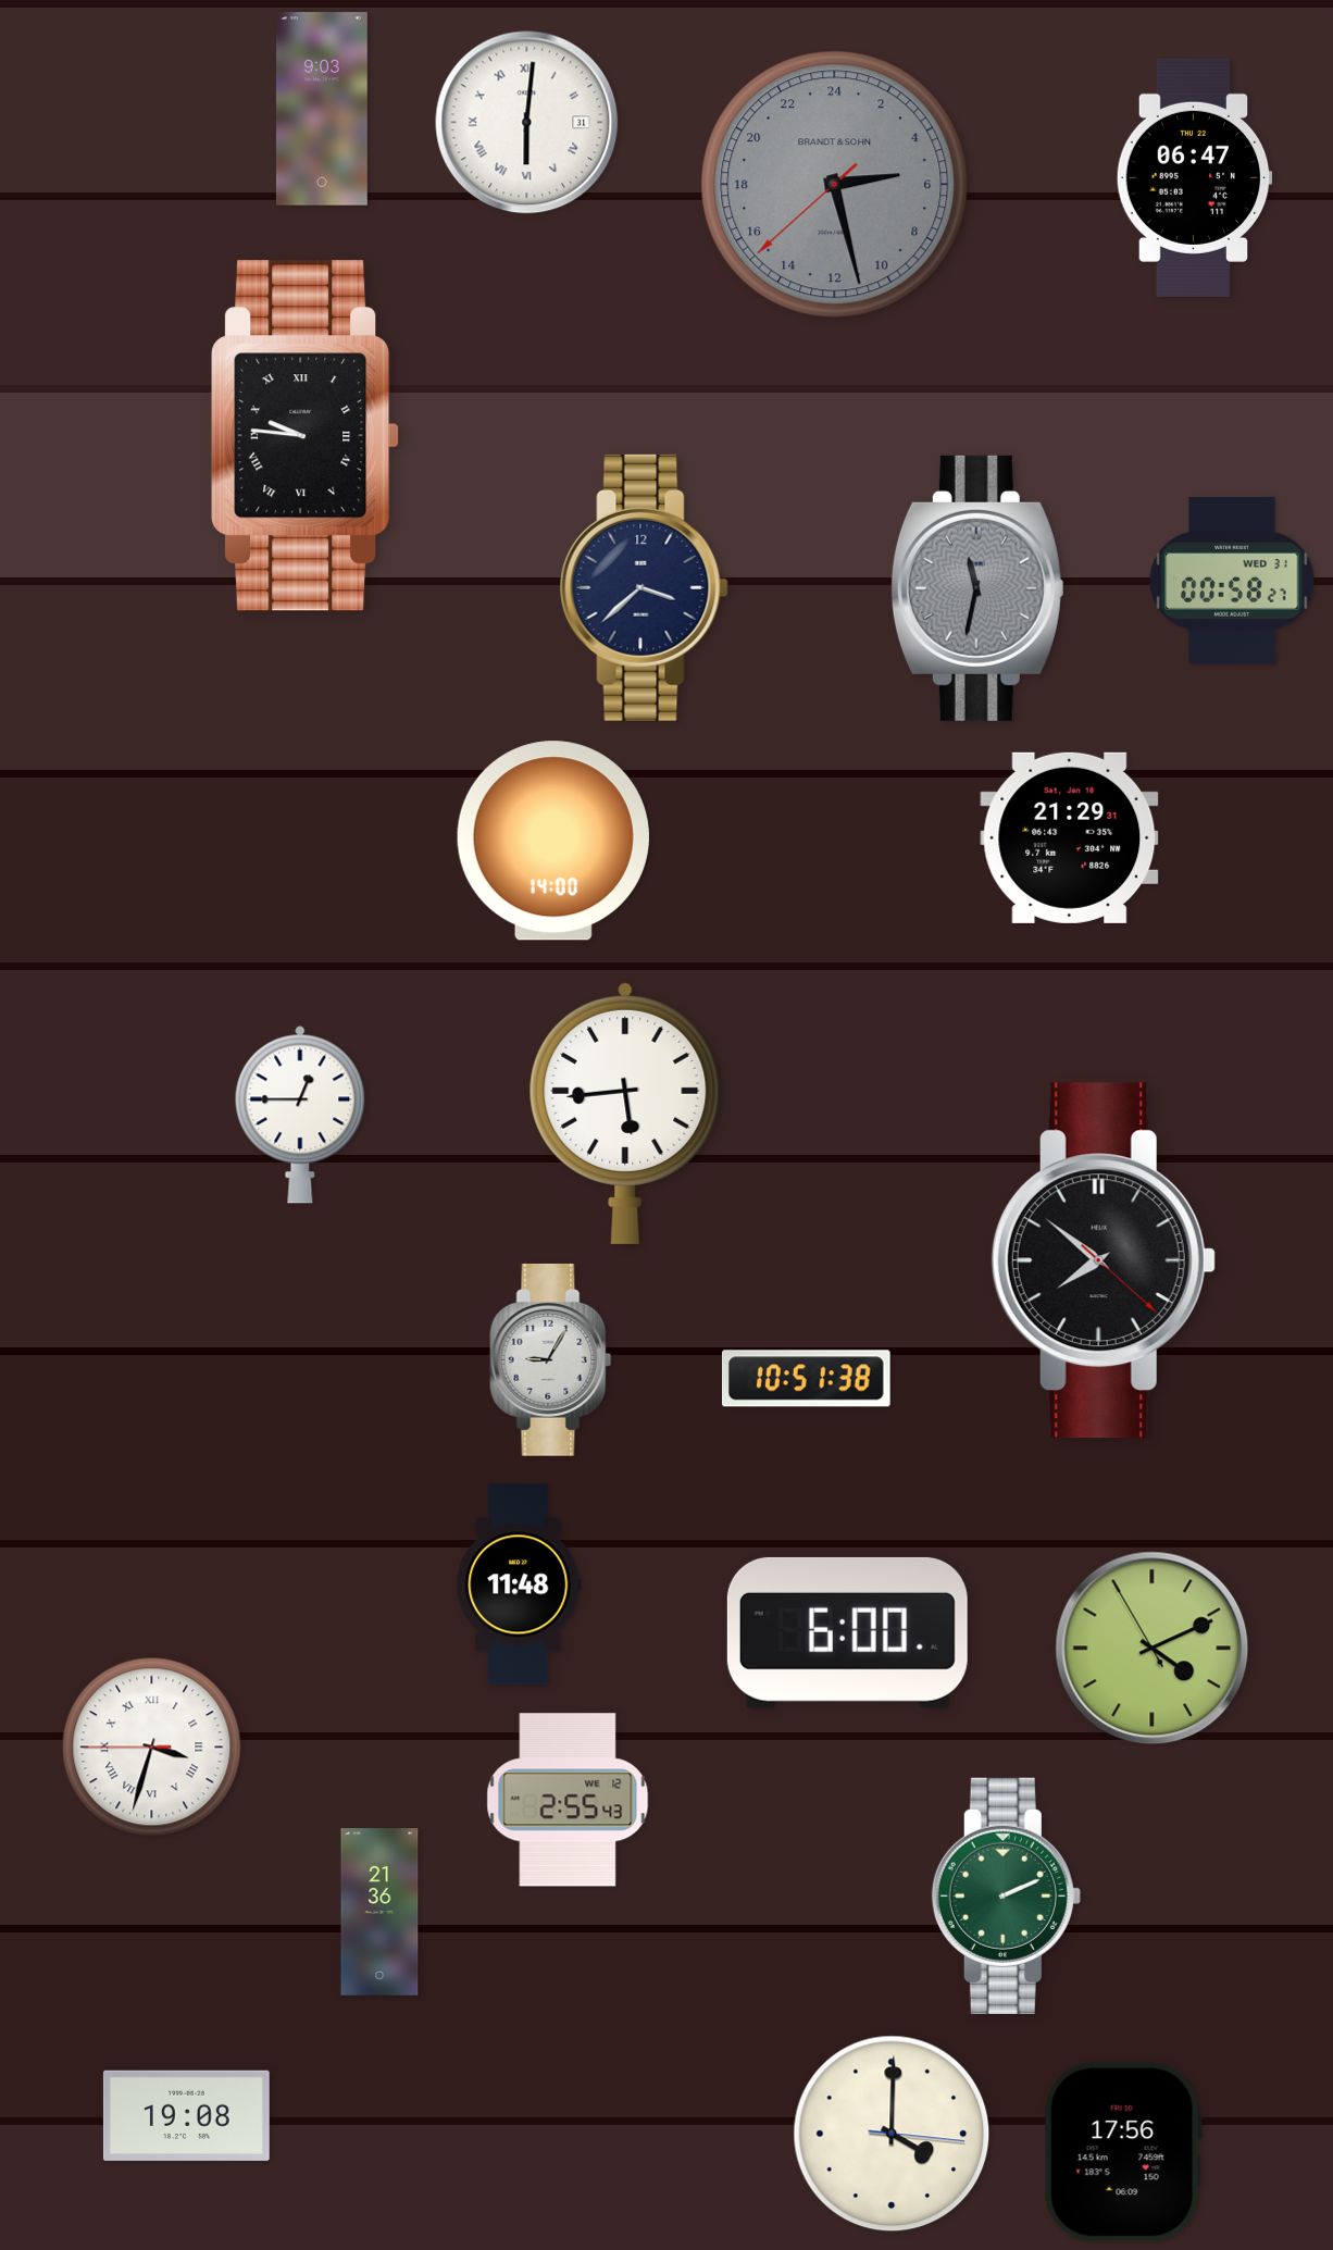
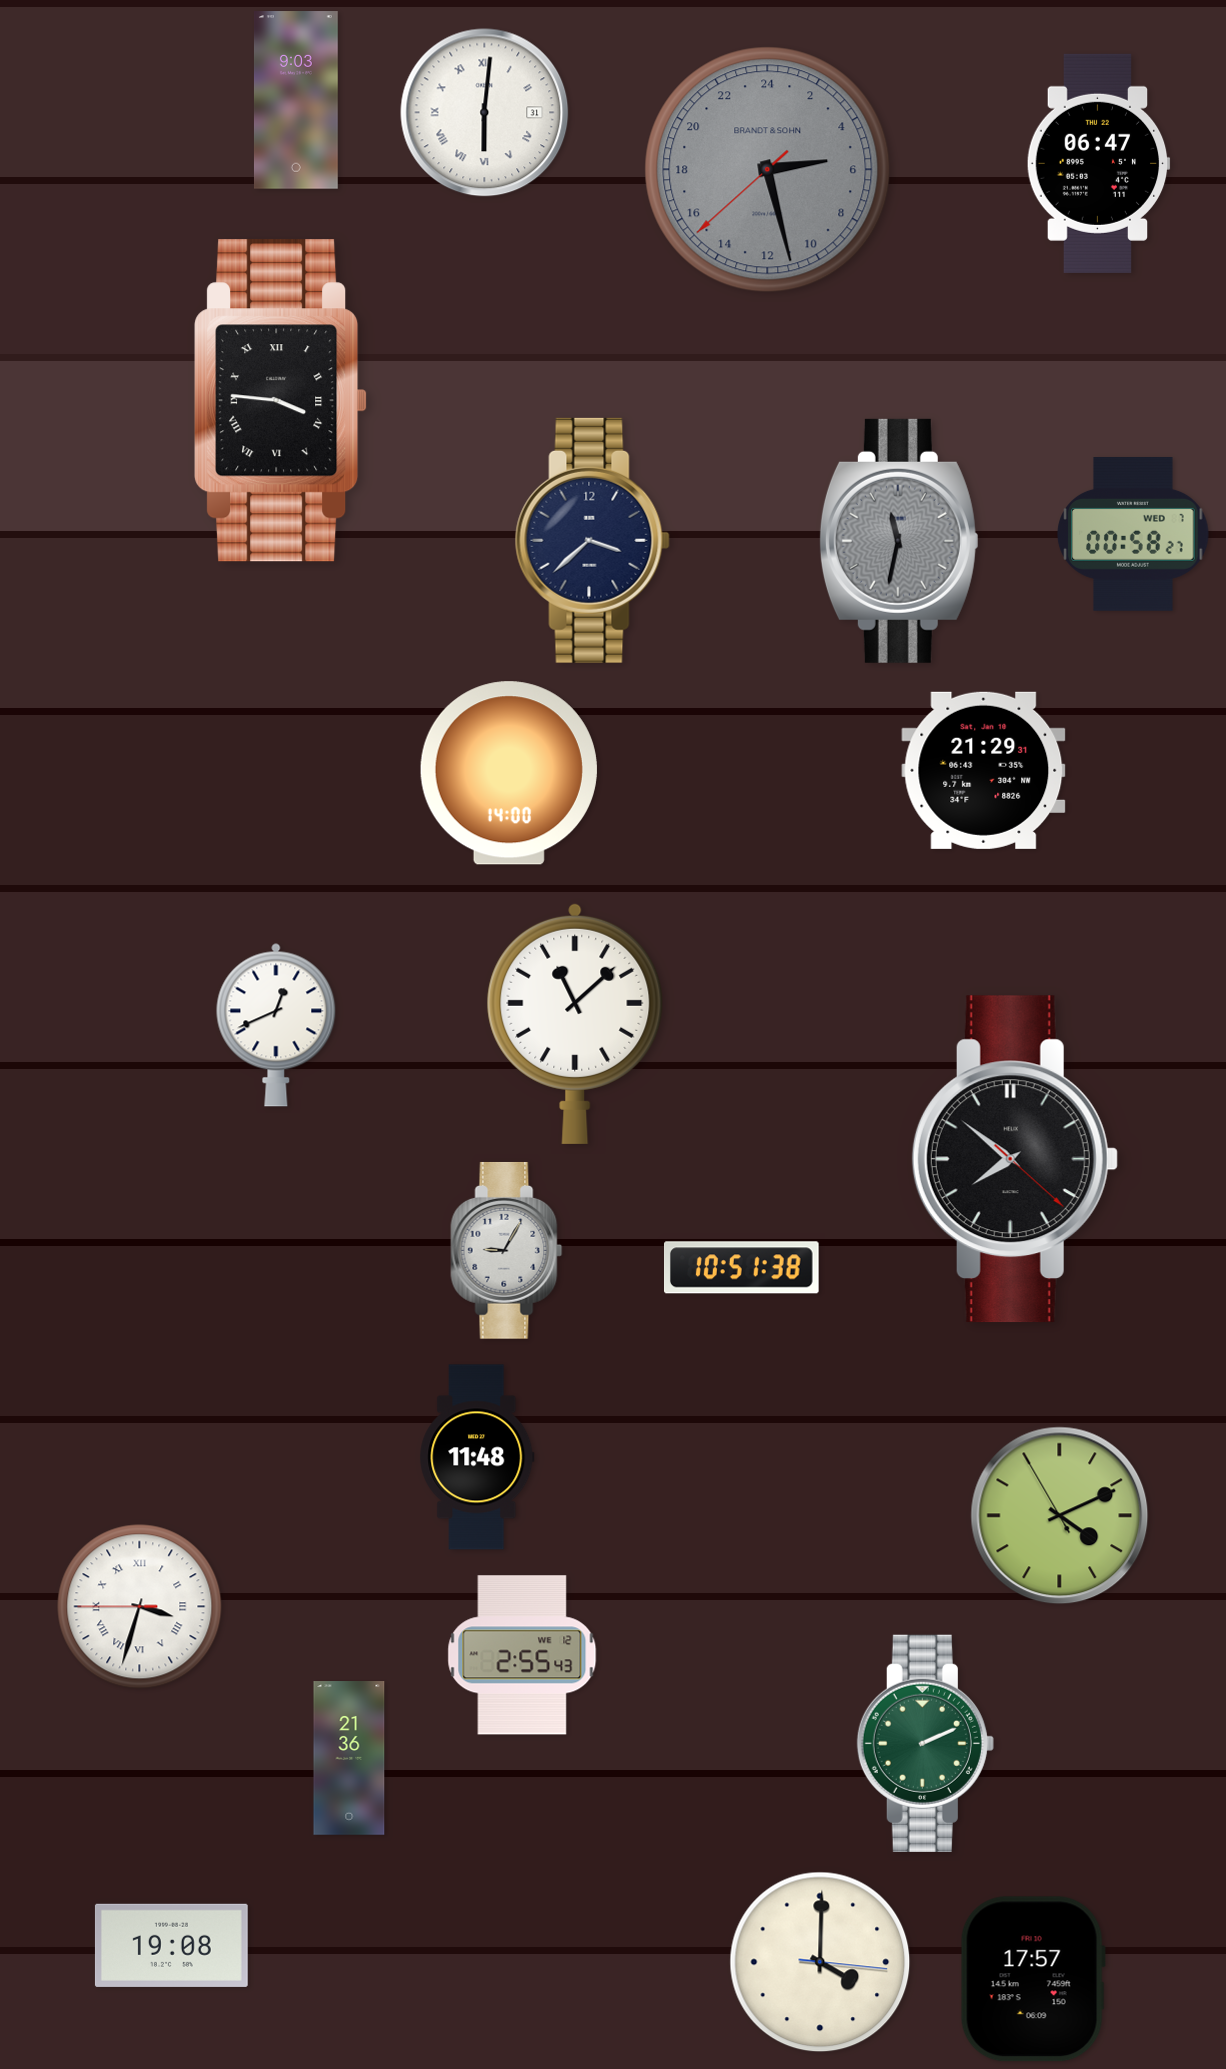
clock at (306, 436): 9:46 -> 3:46
clock at (1232, 582) date: WED 31 -> WED 7
clock at (625, 1112): 5:44 -> 11:08
clock at (300, 1115): 12:45 -> 12:41
clock at (847, 1632): 6:00 -> none
clock at (1123, 2152): 17:56 -> 17:57
